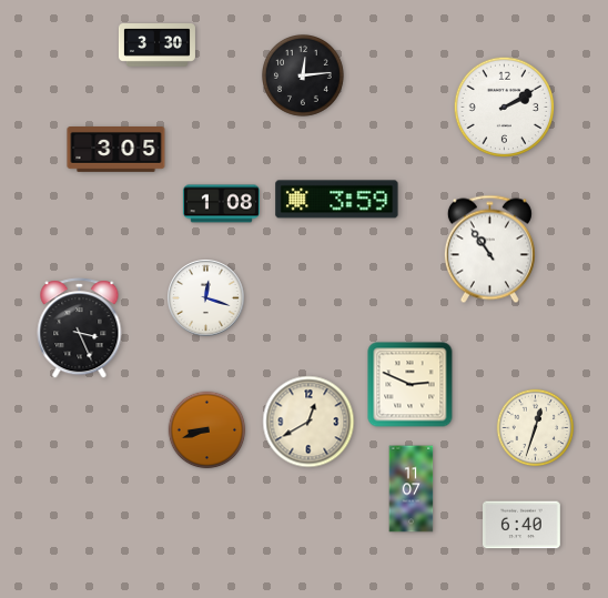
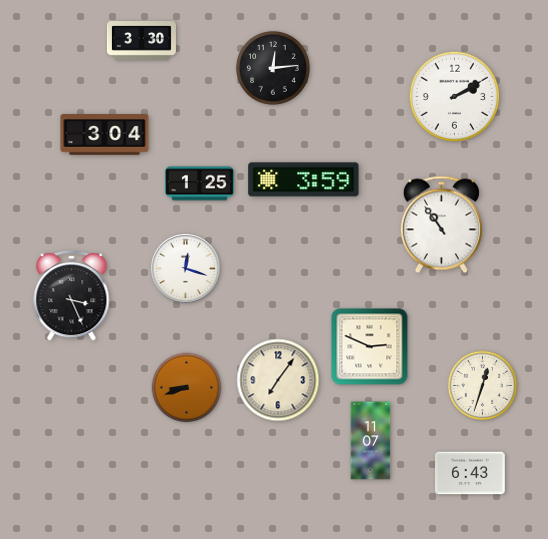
clock at (116, 150): 3:05 -> 3:04
clock at (221, 204): 1:08 -> 1:25
clock at (308, 422): 12:40 -> 7:06
clock at (523, 525): 6:40 -> 6:43
